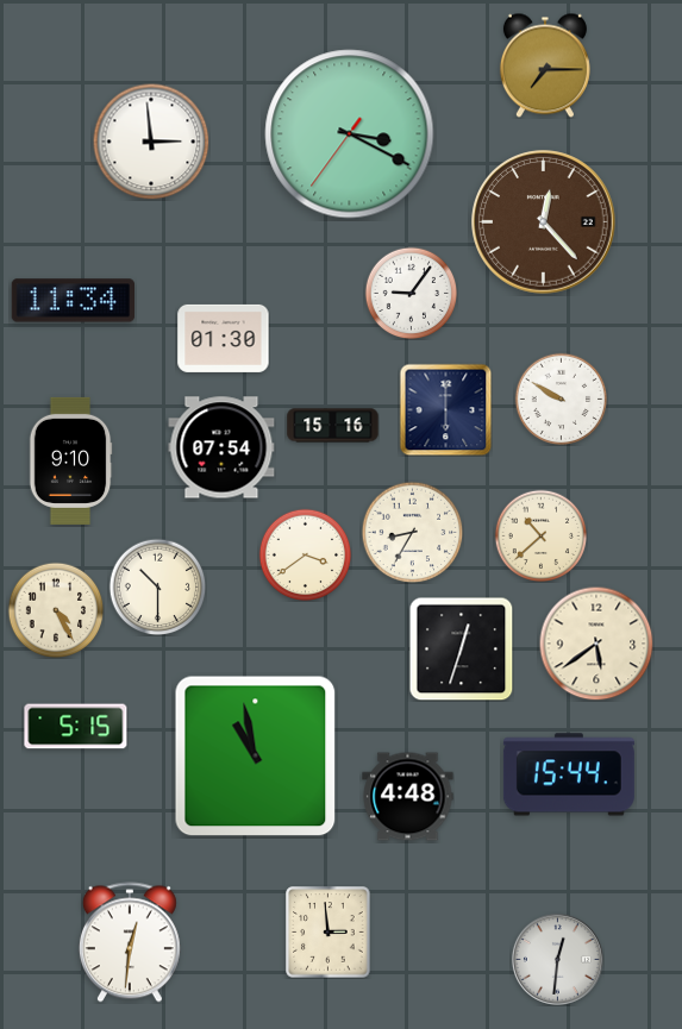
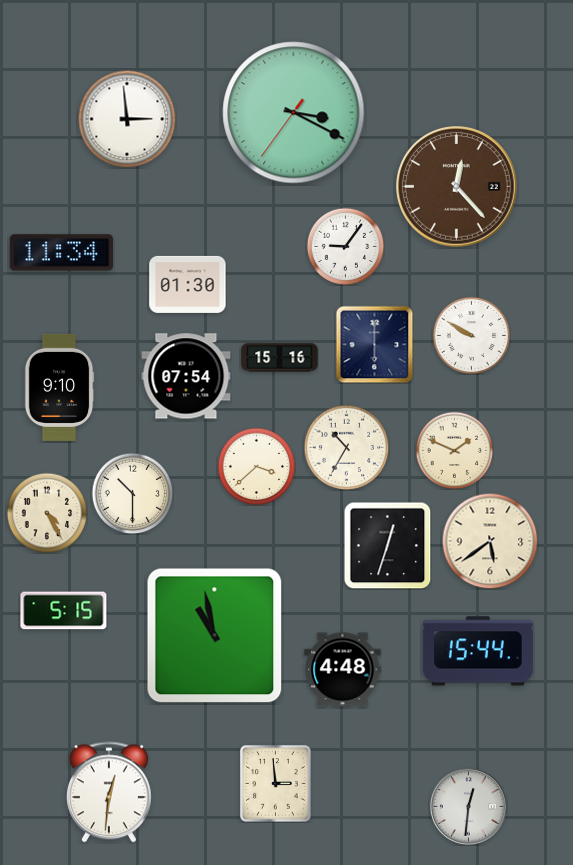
clock at (545, 65): 7:15 -> none
clock at (412, 532): 8:35 -> 10:35
clock at (540, 535): 10:38 -> 1:49
clock at (305, 554): 3:39 -> 3:38
clock at (596, 644) position: (596, 644) -> (490, 541)
